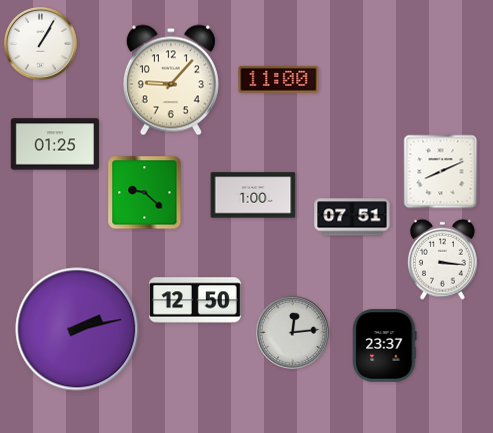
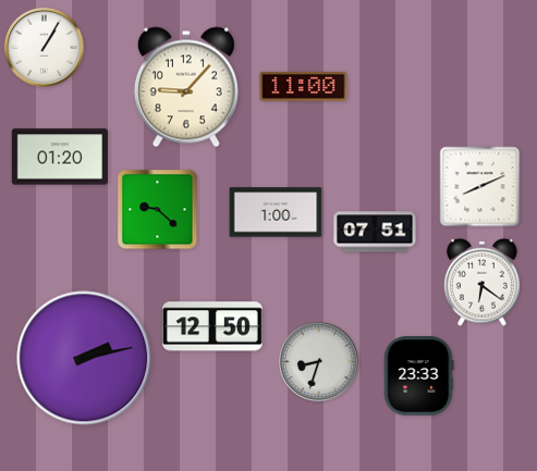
clock at (54, 144): 01:25 -> 01:20
clock at (352, 217) position: (352, 217) -> (375, 232)
clock at (443, 259): 3:16 -> 6:21
clock at (292, 332): 12:14 -> 8:33
clock at (385, 346): 23:37 -> 23:33
